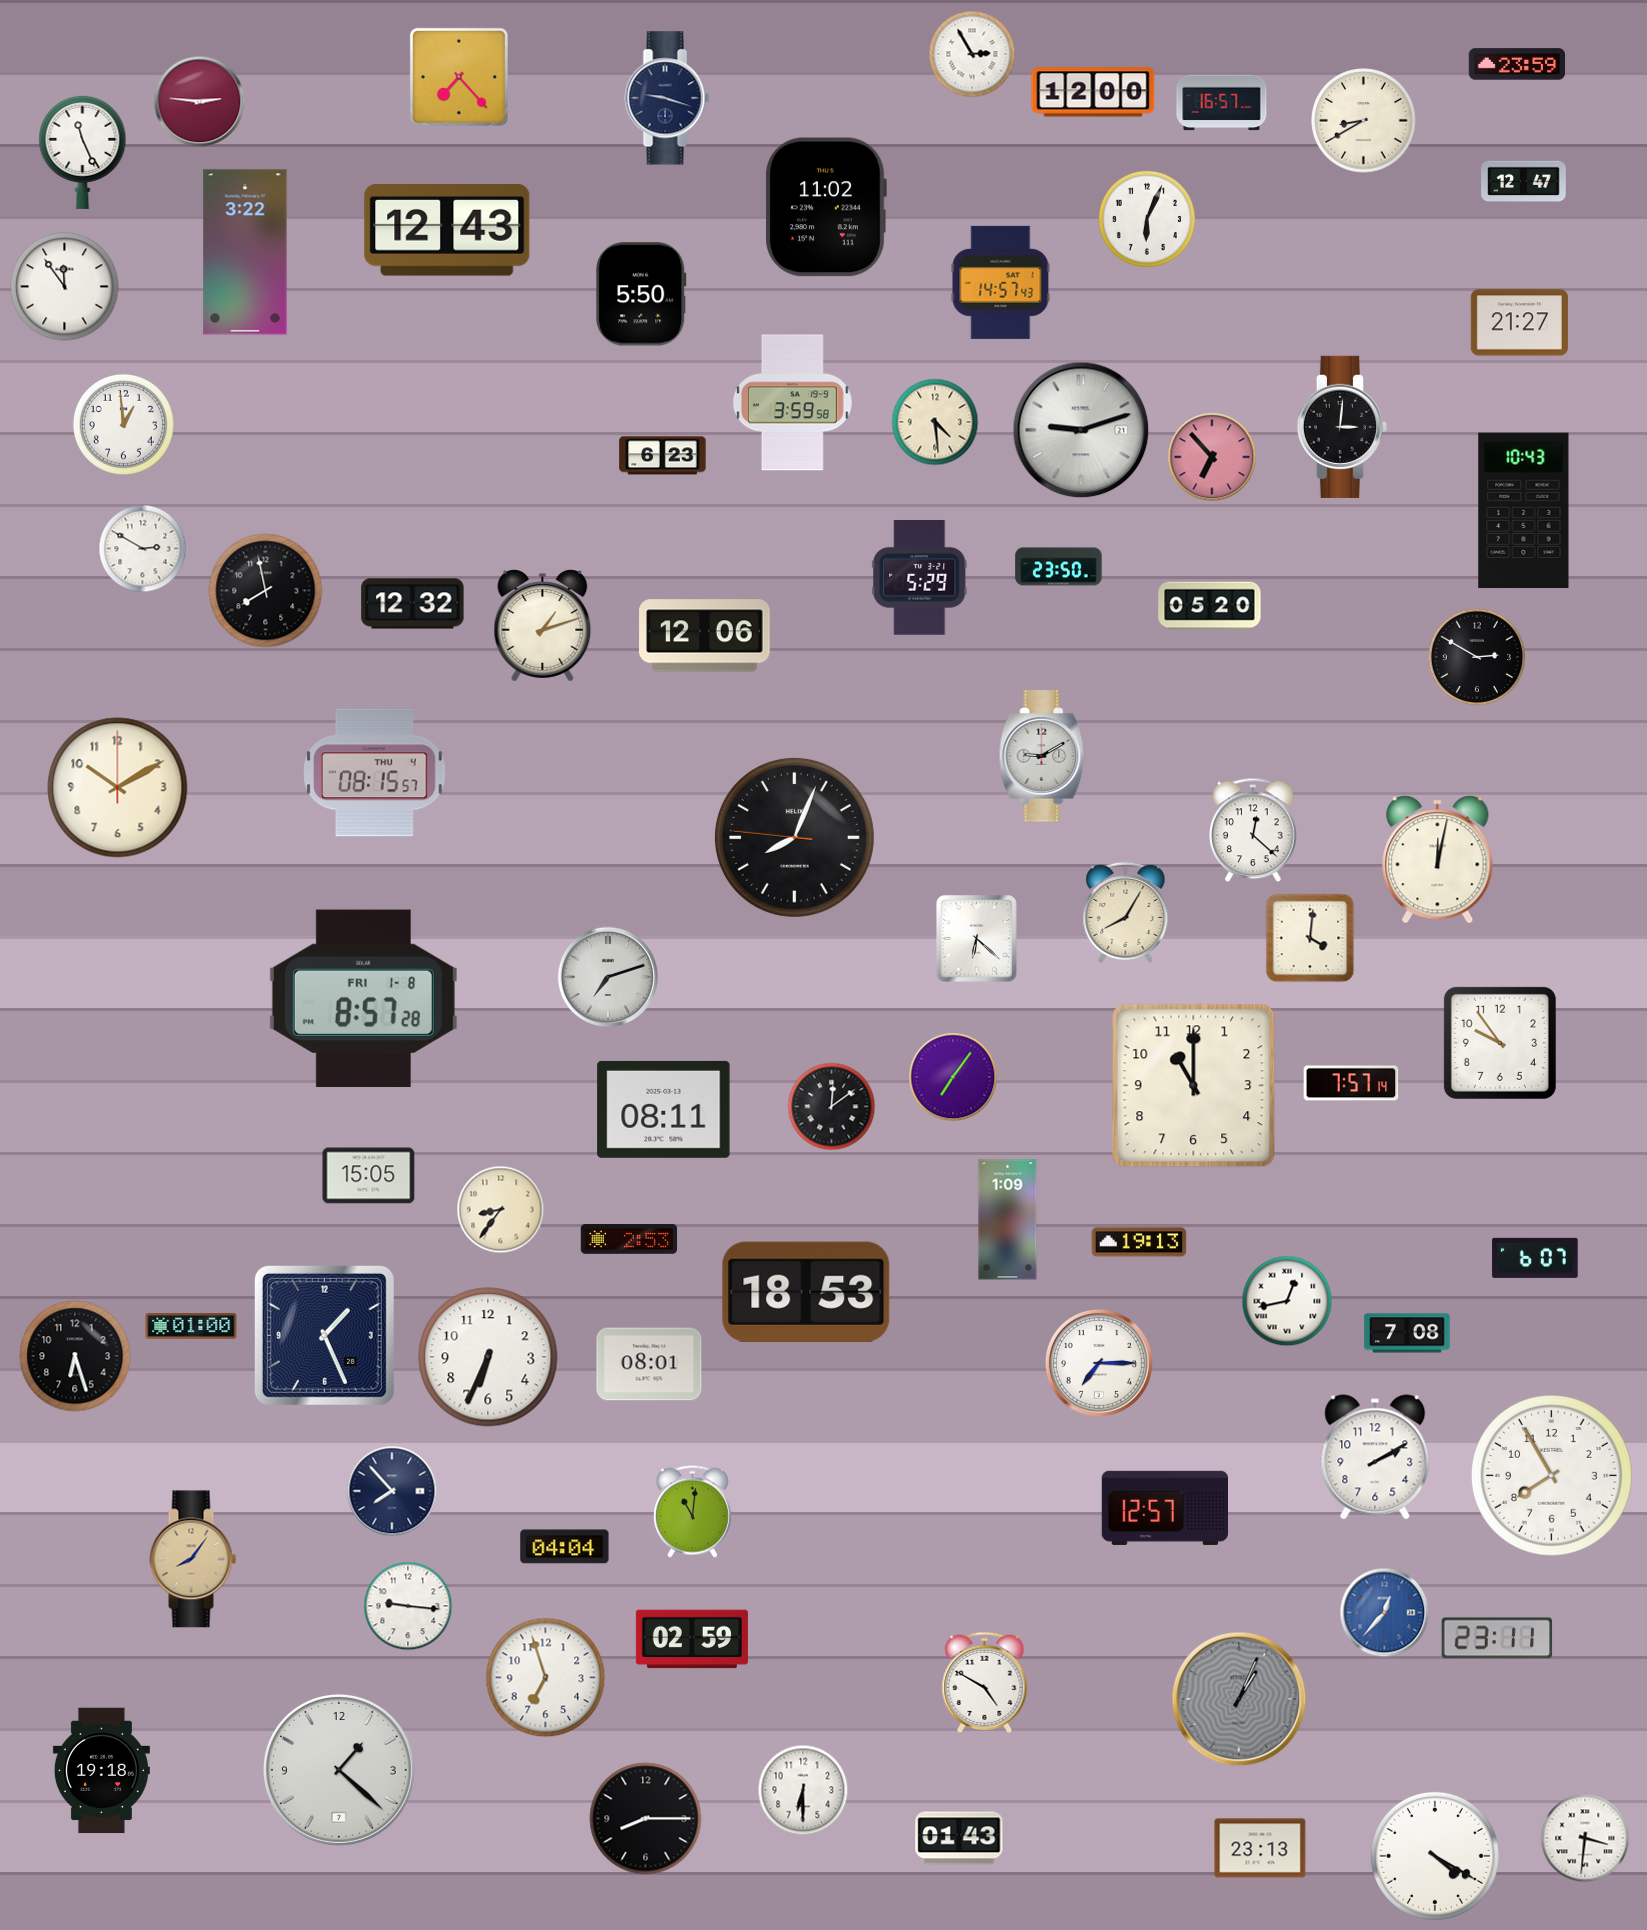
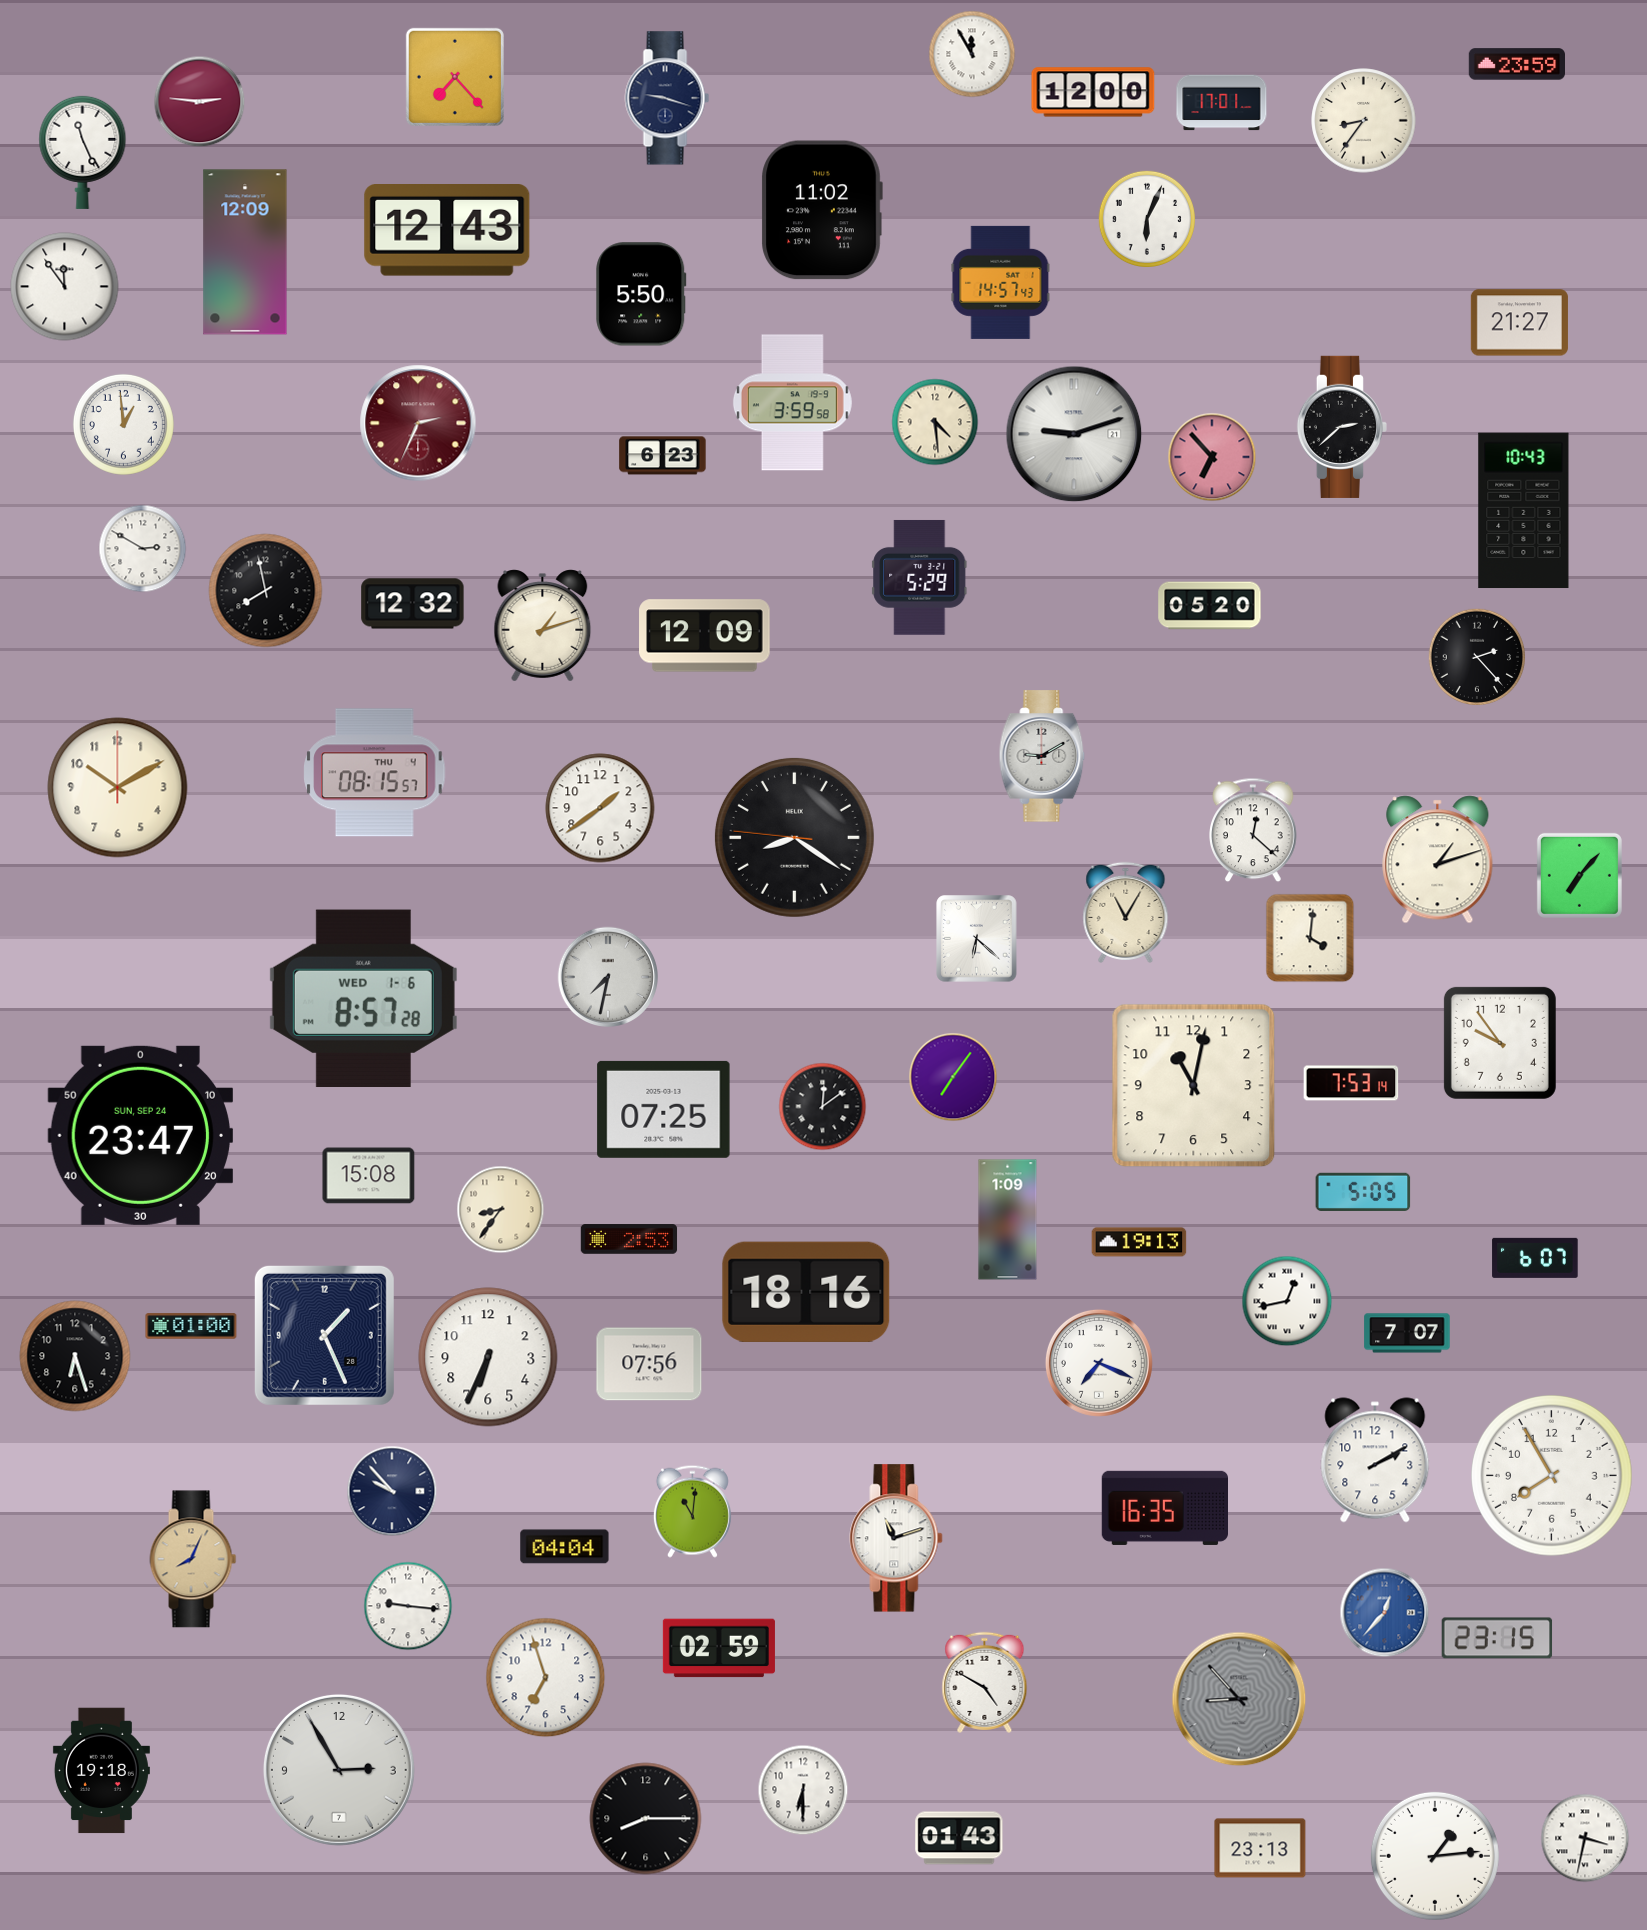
clock at (972, 54): 2:55 -> 11:55
clock at (459, 77) position: (459, 77) -> (455, 77)
clock at (1222, 103): 16:57 -> 17:01
clock at (1364, 121): 8:40 -> 8:36
clock at (1524, 182): 12:47 -> none
clock at (826, 207) position: (826, 207) -> (822, 210)
clock at (245, 252): 3:22 -> 12:09
clock at (418, 423): none -> 2:34
clock at (1342, 427): 3:01 -> 2:38
clock at (1081, 430) position: (1081, 430) -> (1074, 434)
clock at (1059, 567): 23:50 -> none
clock at (705, 636): 12:06 -> 12:09
clock at (1476, 656): 2:50 -> 2:23
clock at (600, 808): none -> 1:39
clock at (794, 837): 8:03 -> 8:20
clock at (1438, 860): 12:02 -> 1:12
clock at (1579, 875): none -> 7:07
clock at (1126, 912): 8:05 -> 11:05
clock at (607, 976): 7:12 -> 7:32
clock at (363, 998) date: FRI 1-8 -> WED 1-6
clock at (1351, 1083): 7:57 -> 7:53
clock at (1194, 1086): 11:00 -> 11:02
clock at (832, 1107) position: (832, 1107) -> (823, 1107)
clock at (664, 1109): 08:11 -> 07:25
clock at (140, 1135): none -> 23:47
clock at (369, 1176): 15:05 -> 15:08
clock at (1363, 1192): none -> 5:05
clock at (806, 1292): 18:53 -> 18:16
clock at (1407, 1333): 7:08 -> 7:07
clock at (1099, 1363): 7:15 -> 7:19
clock at (649, 1364): 08:01 -> 07:56
clock at (1375, 1457) position: (1375, 1457) -> (1375, 1460)
clock at (392, 1491): 7:53 -> 9:53
clock at (1164, 1508): 12:57 -> 16:35
clock at (896, 1538): none -> 11:12
clock at (193, 1559): 8:06 -> 8:04
clock at (1497, 1638): 23:11 -> 23:15
clock at (692, 1639) position: (692, 1639) -> (719, 1648)
clock at (1239, 1699): 1:04 -> 8:53
clock at (339, 1770): 1:22 -> 2:55
clock at (1585, 1838): 3:31 -> 3:32
clock at (1435, 1856): 4:20 -> 1:14
